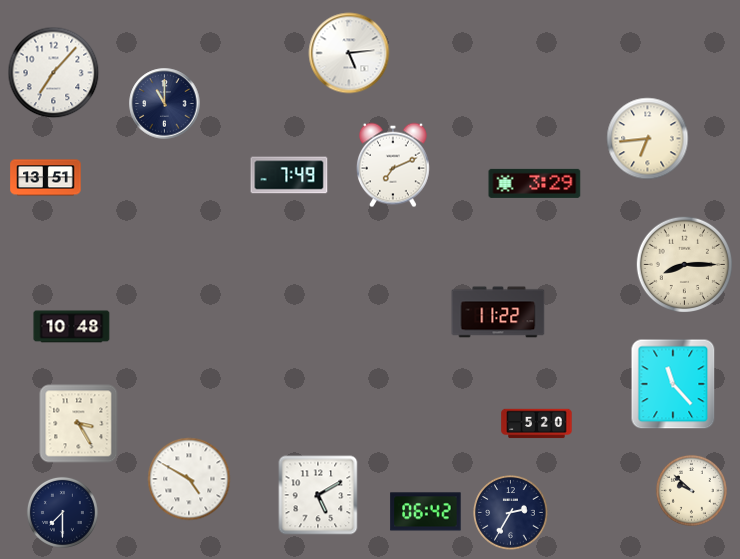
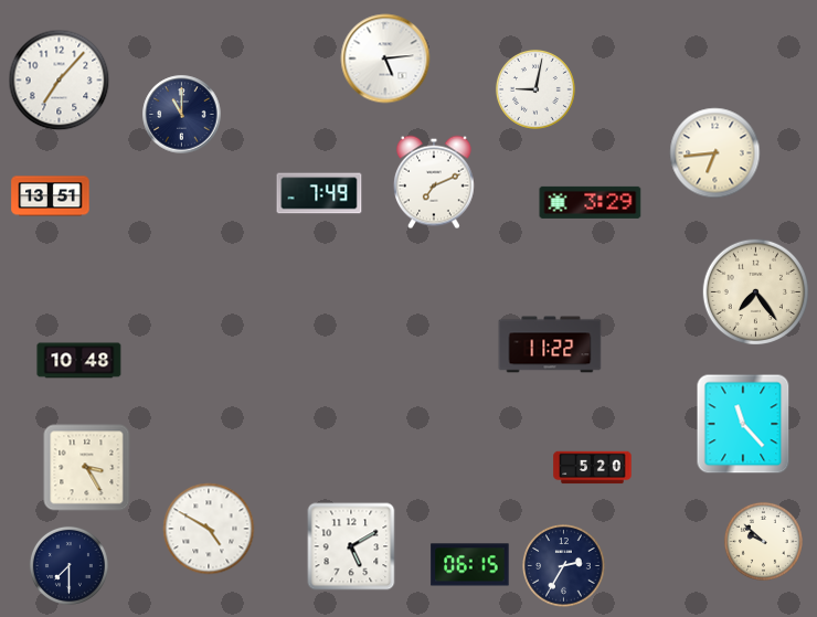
clock at (535, 89): none -> 9:02
clock at (684, 264): 8:15 -> 7:24
clock at (426, 512): 06:42 -> 06:15
